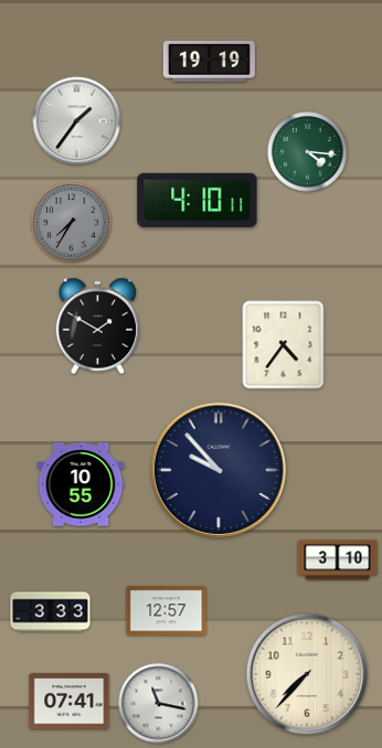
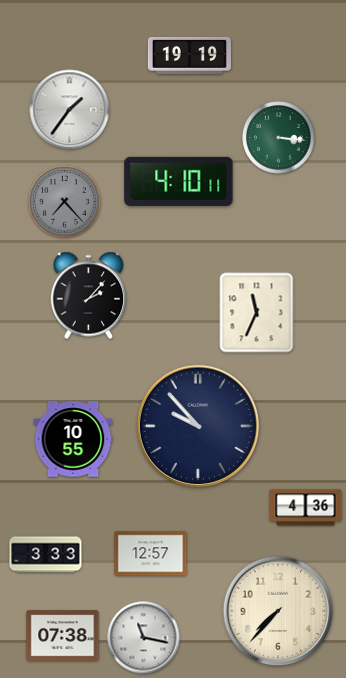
clock at (308, 152): 4:16 -> 3:16
clock at (72, 223): 7:35 -> 7:23
clock at (98, 327): 1:50 -> 2:07
clock at (284, 345): 4:36 -> 11:34
clock at (338, 560): 3:10 -> 4:36
clock at (70, 702): 07:41 -> 07:38
